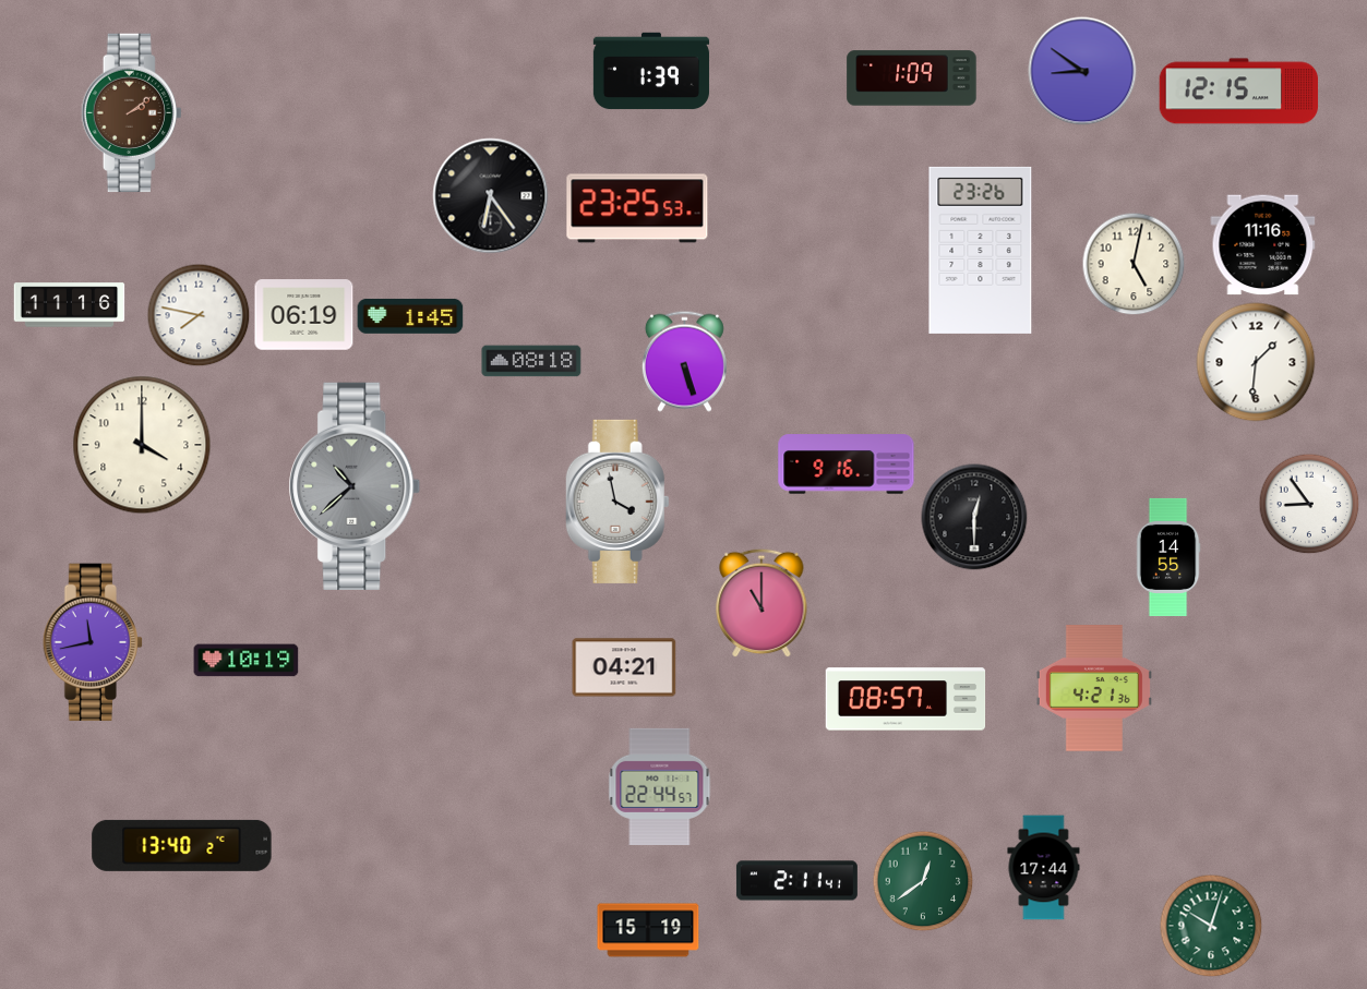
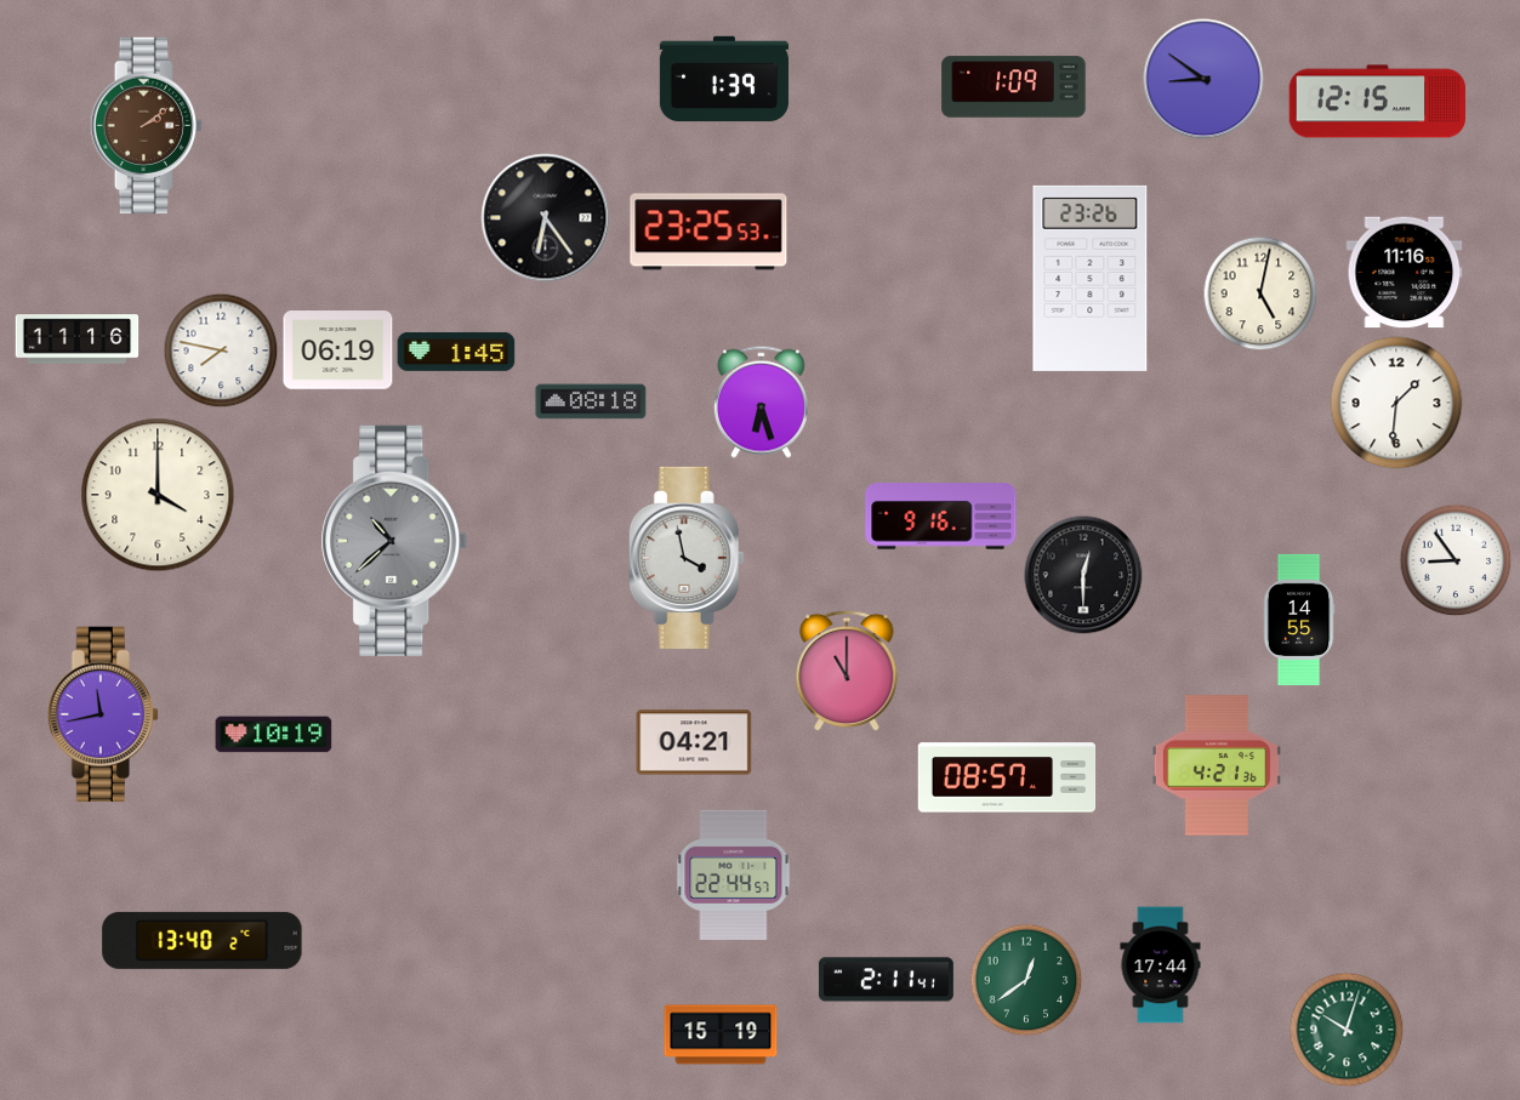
clock at (684, 361): 5:27 -> 6:27
